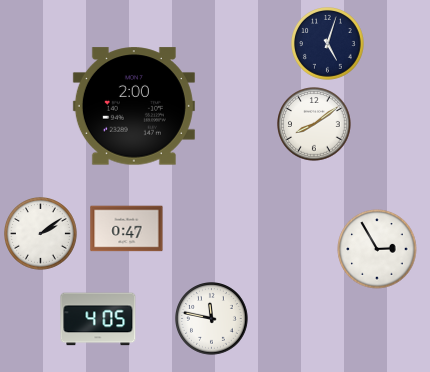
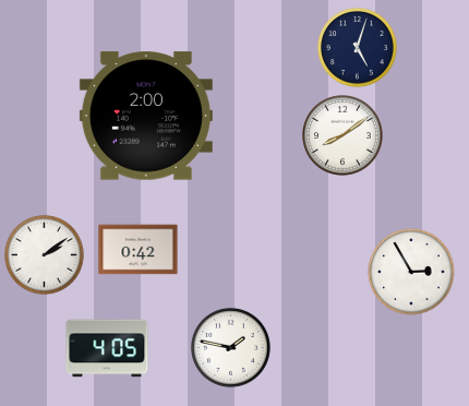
clock at (127, 229): 0:47 -> 0:42
clock at (212, 319): 11:47 -> 1:47
